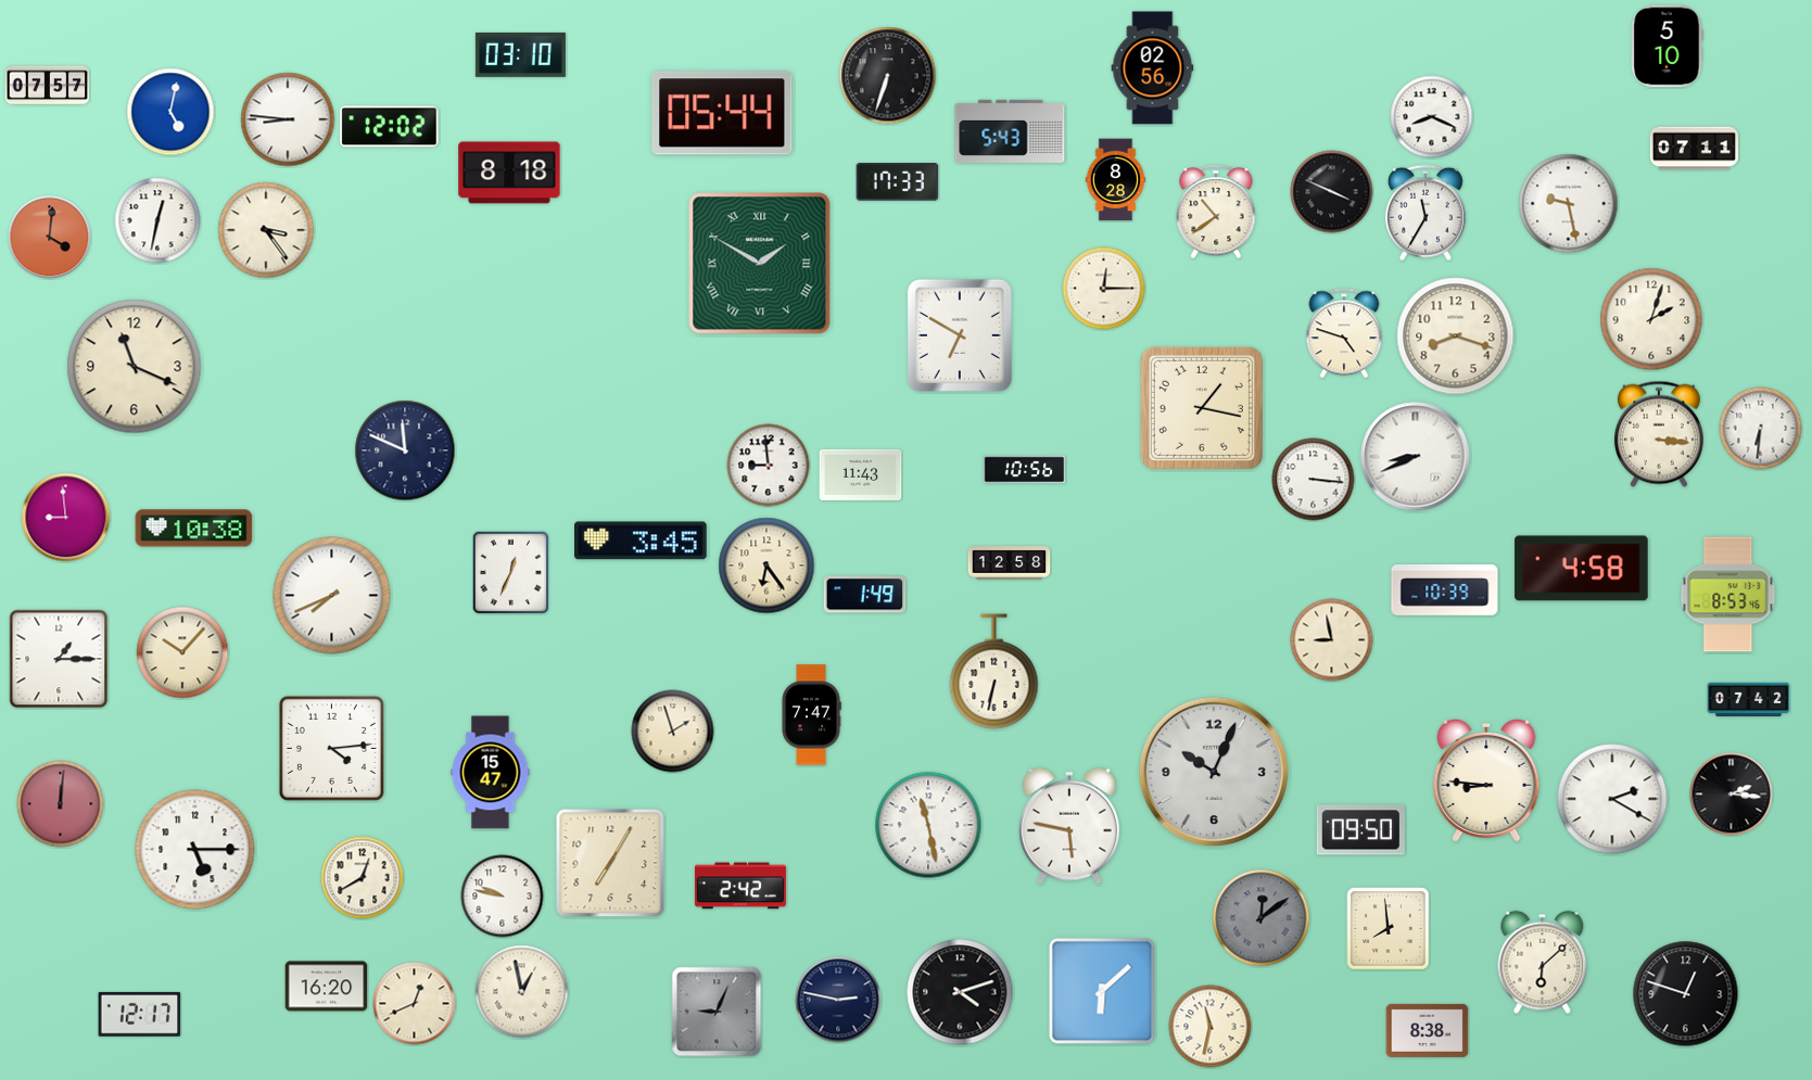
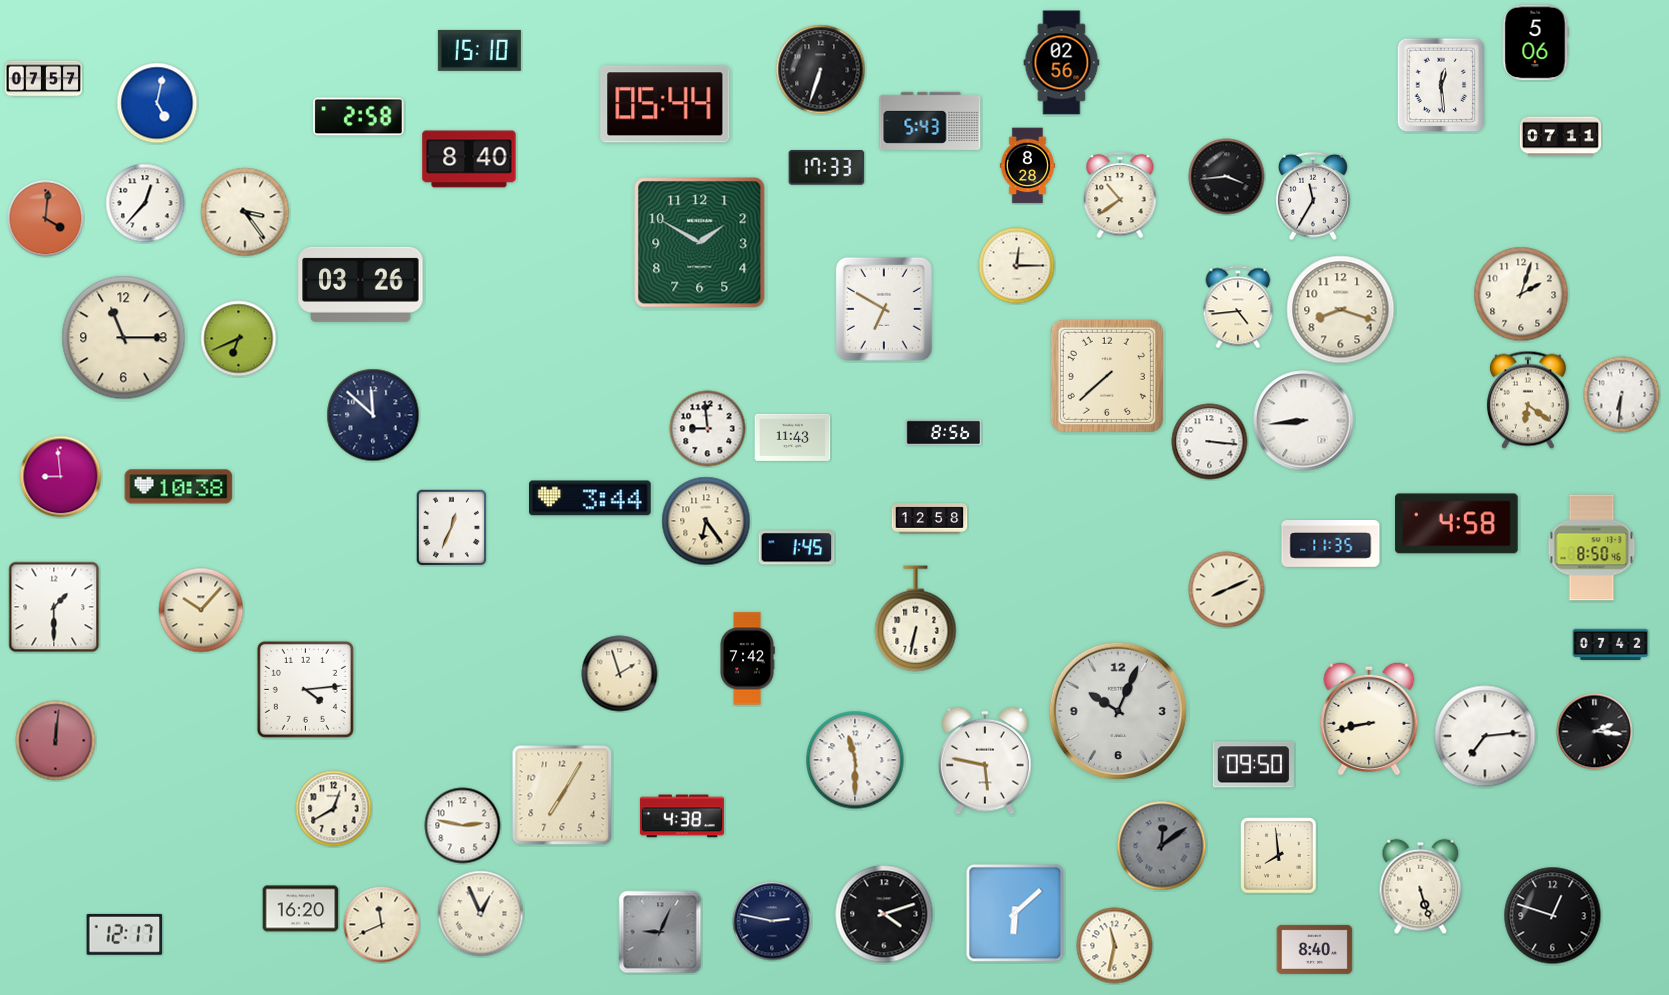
clock at (1667, 47): 5:10 -> 5:06
clock at (520, 54): 03:10 -> 15:10
clock at (888, 76) position: (888, 76) -> (821, 70)
clock at (1441, 85): none -> 12:29
clock at (1432, 117): 8:19 -> none
clock at (288, 119): 8:46 -> none
clock at (390, 127): 12:02 -> 2:58
clock at (509, 173): 8:18 -> 8:40
clock at (1332, 192): 3:49 -> 3:44
clock at (1569, 204): 9:28 -> none
clock at (157, 220): 12:32 -> 12:37
clock at (760, 264) numerals: Roman -> Arabic
clock at (361, 284): none -> 03:26
clock at (1344, 333): 4:48 -> 4:44
clock at (135, 367): 11:19 -> 11:15
clock at (239, 339): none -> 6:41
clock at (1202, 408): 1:17 -> 7:38
clock at (1659, 434): 3:16 -> 6:21
clock at (405, 450): 11:49 -> 11:52
clock at (1416, 457): 8:41 -> 8:44
clock at (1025, 470): 10:56 -> 8:56
clock at (642, 541): 3:45 -> 3:44
clock at (511, 572) position: (511, 572) -> (452, 527)
clock at (1445, 590): 10:39 -> 11:35
clock at (865, 595): 1:49 -> 1:45
clock at (1728, 595): 8:53 -> 8:50
clock at (332, 596): 7:41 -> none
clock at (1332, 640): 8:58 -> 8:11
clock at (182, 652) position: (182, 652) -> (201, 610)
clock at (59, 659): 1:15 -> 1:30
clock at (811, 715): 7:47 -> 7:42
clock at (491, 773): 15:47 -> none
clock at (1486, 780): 8:46 -> 8:43
clock at (1612, 799): 2:20 -> 7:14
clock at (928, 825): 11:28 -> 11:30
clock at (195, 850): 5:15 -> none
clock at (740, 886): 2:42 -> 4:38
clock at (503, 897): 9:47 -> 2:47
clock at (1543, 963): 6:08 -> 5:27
clock at (522, 992): 12:58 -> 12:56
clock at (415, 1004): 12:41 -> 11:41
clock at (140, 1014) position: (140, 1014) -> (125, 934)
clock at (1428, 1030): 8:38 -> 8:40
